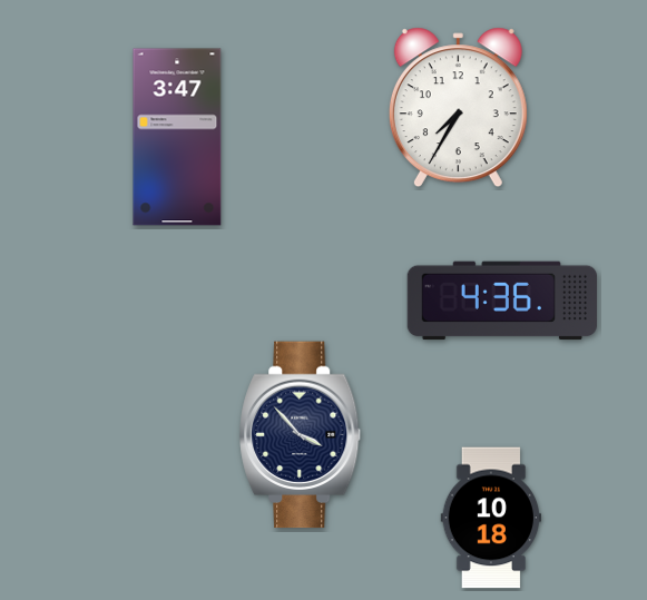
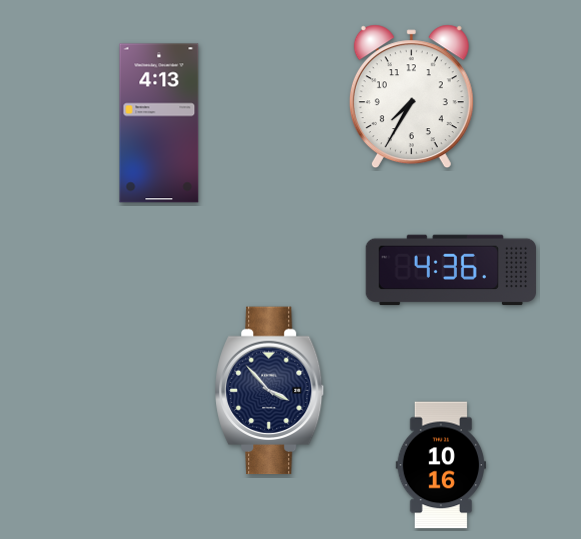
clock at (177, 137): 3:47 -> 4:13
clock at (490, 518): 10:18 -> 10:16
